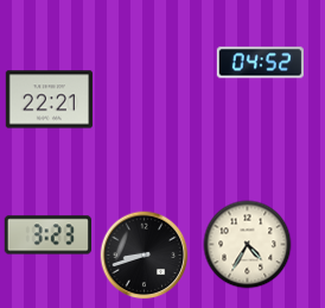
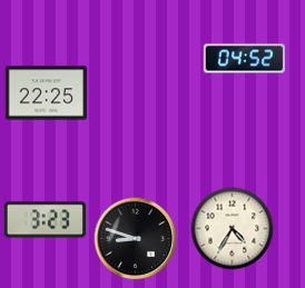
clock at (49, 100): 22:21 -> 22:25
clock at (145, 256): 8:42 -> 8:48
